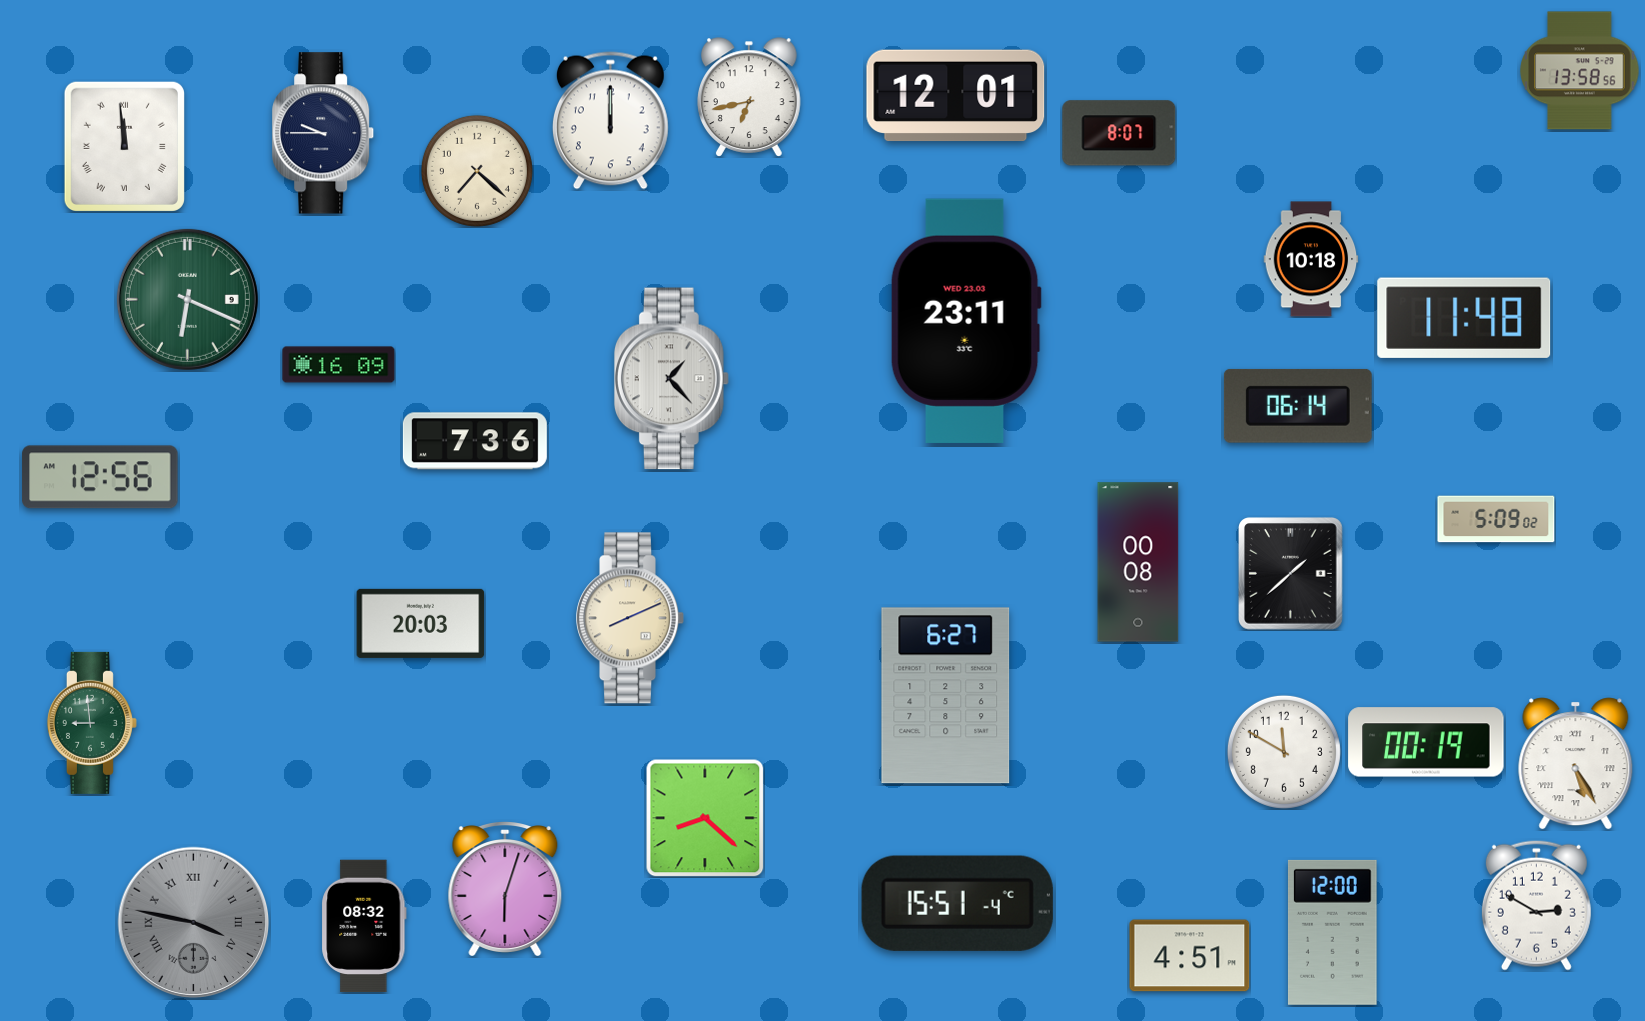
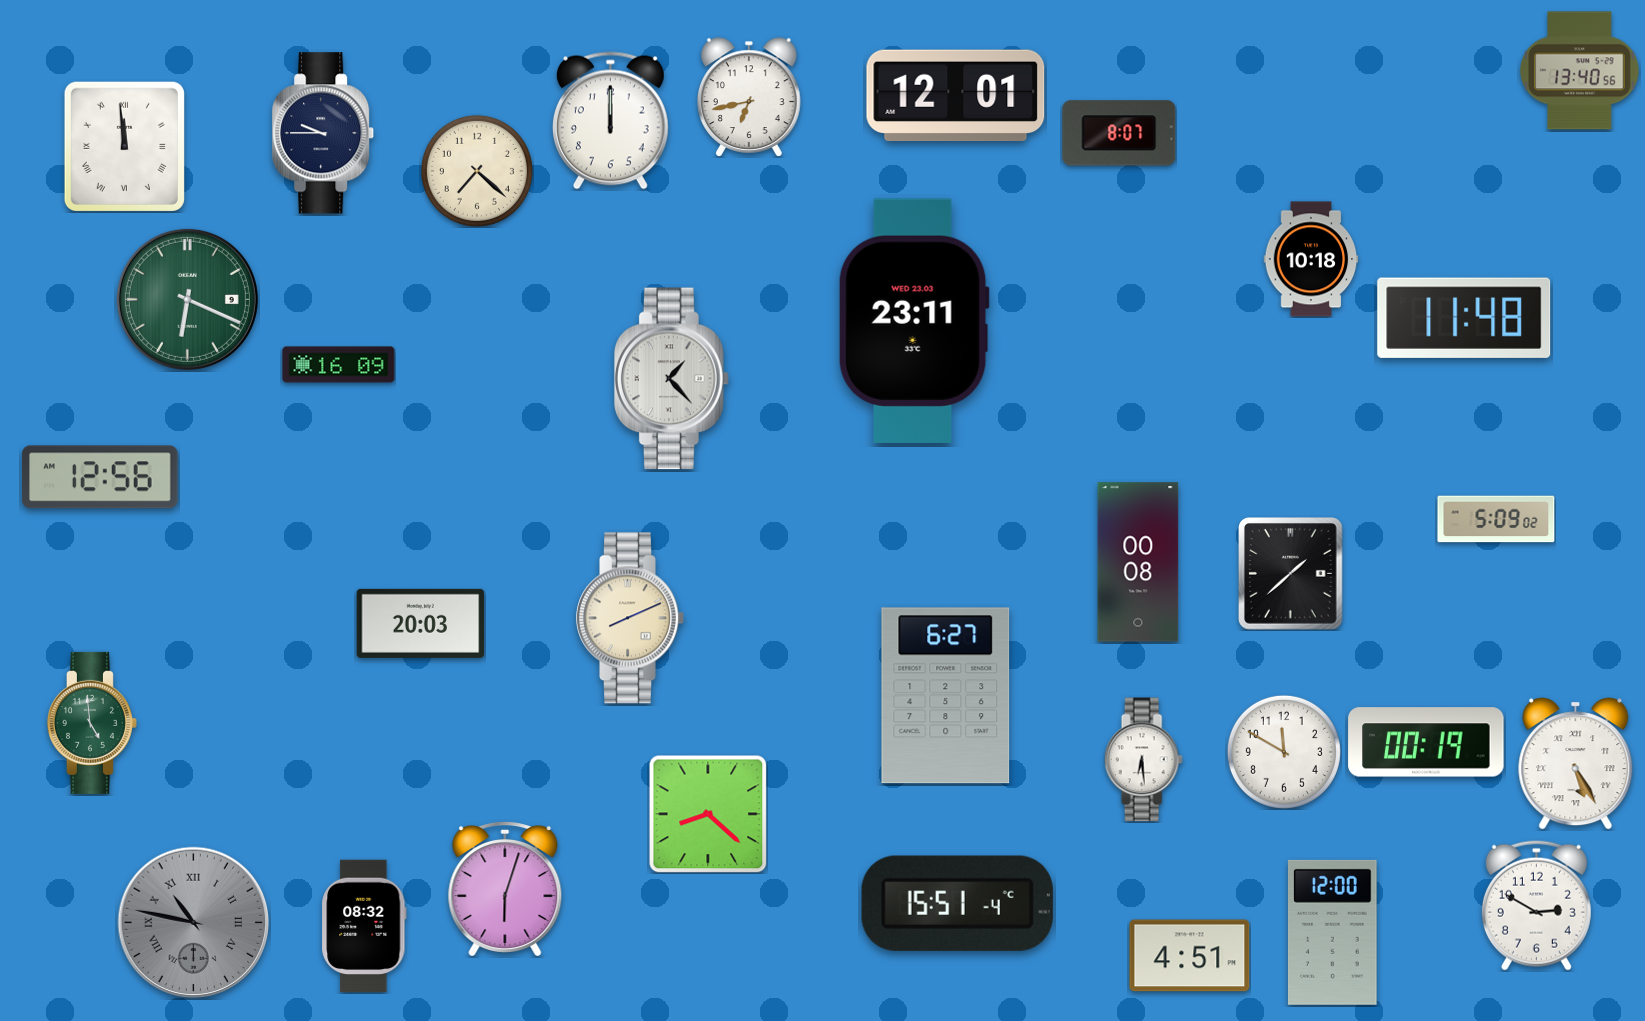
clock at (1580, 71): 13:58 -> 13:40
clock at (966, 321) position: (966, 321) -> (914, 321)
clock at (1298, 406): 06:14 -> none
clock at (475, 441): 7:36 -> none
clock at (92, 723): 8:59 -> 4:59
clock at (1143, 760): none -> 6:29
clock at (705, 818) position: (705, 818) -> (708, 814)
clock at (194, 923): 3:47 -> 10:47
